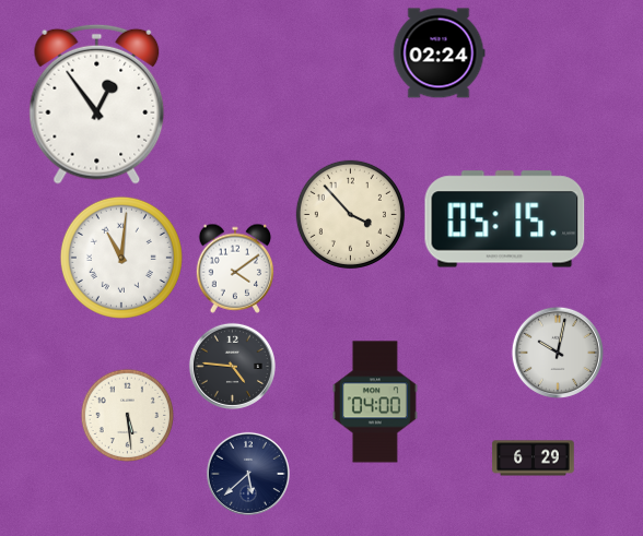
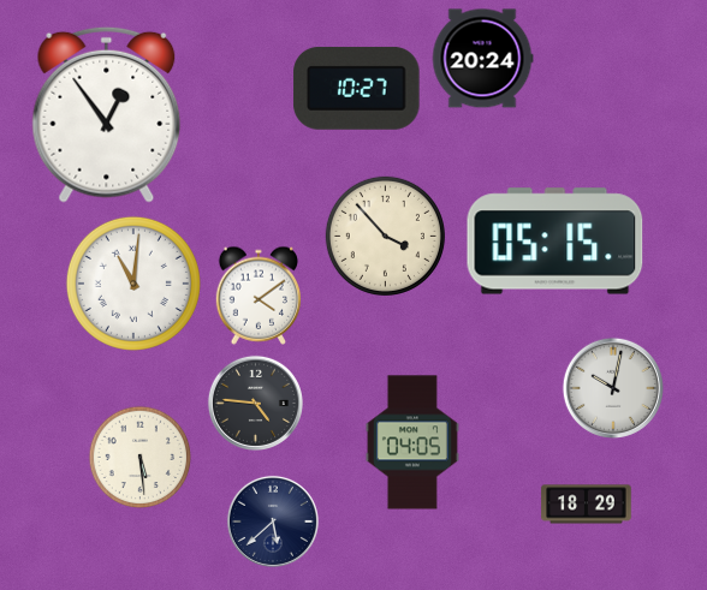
clock at (439, 53): 02:24 -> 20:24
clock at (357, 88): none -> 10:27
clock at (375, 402): 04:00 -> 04:05
clock at (534, 458): 6:29 -> 18:29
